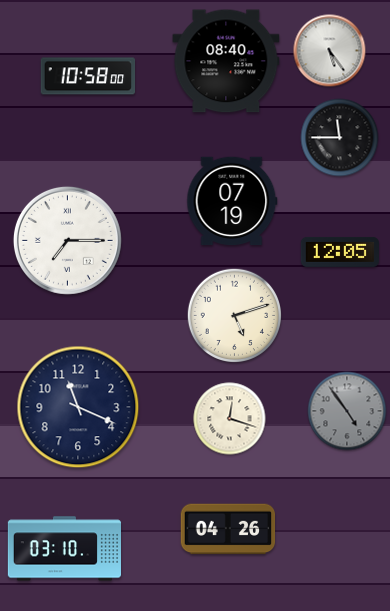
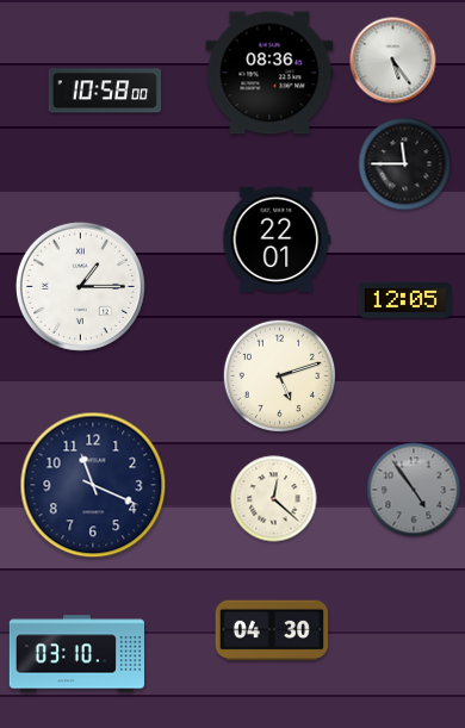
clock at (226, 61): 08:40 -> 08:36
clock at (232, 201): 07:19 -> 22:01
clock at (67, 240): 7:15 -> 1:15
clock at (230, 419): 12:18 -> 12:22
clock at (228, 529): 04:26 -> 04:30
